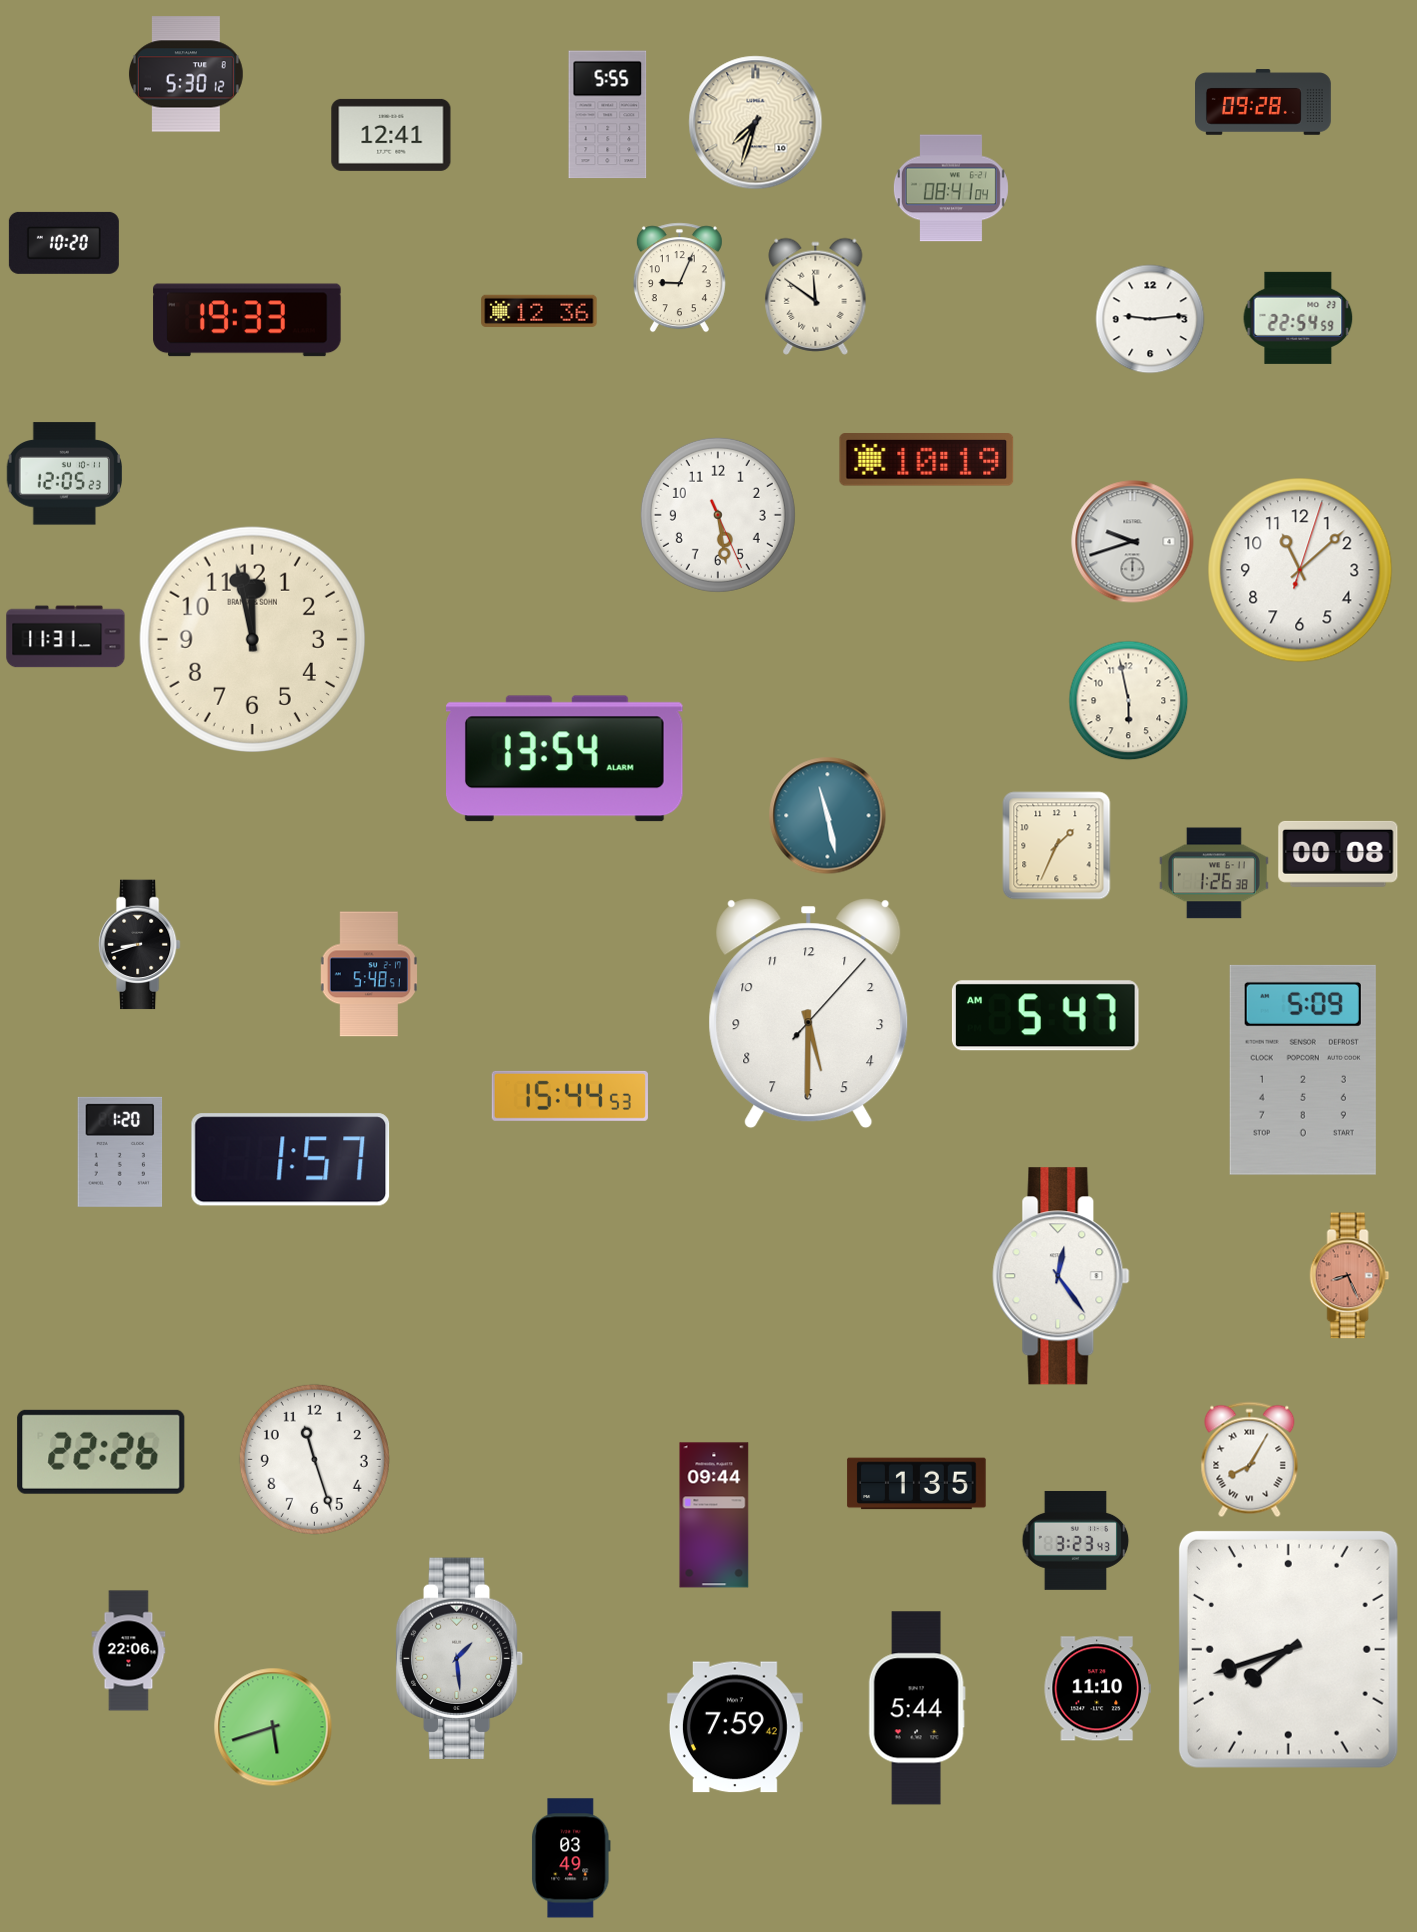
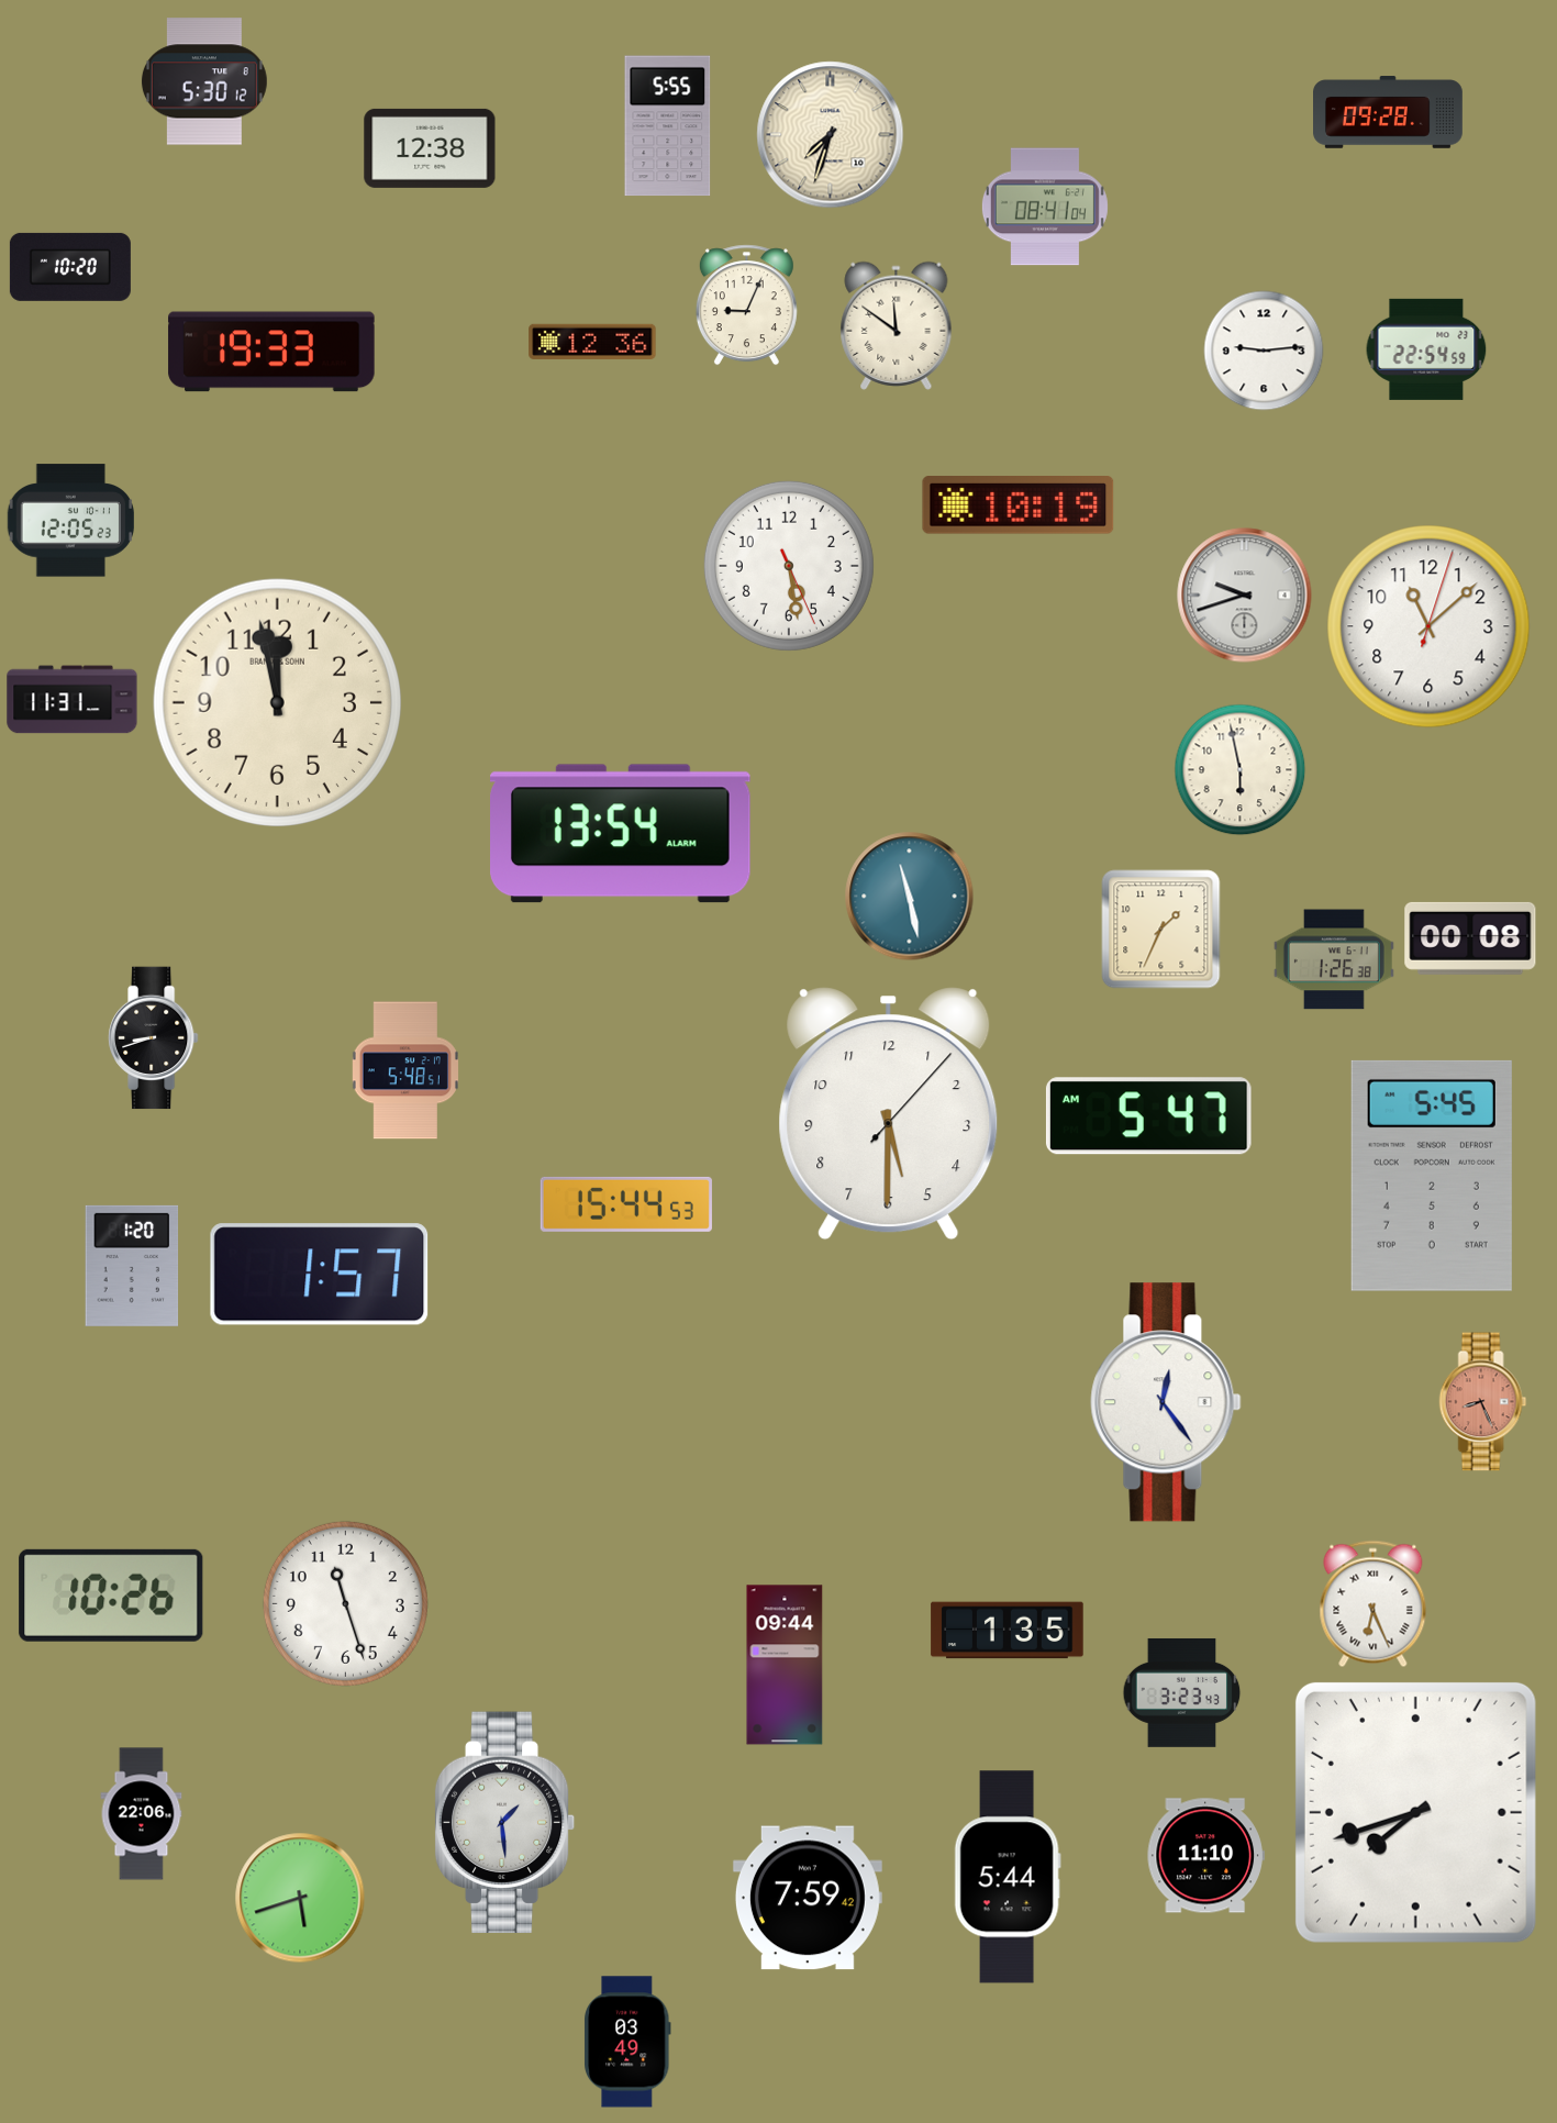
clock at (391, 135): 12:41 -> 12:38
clock at (1303, 1070): 5:09 -> 5:45
clock at (101, 1452): 22:26 -> 10:26
clock at (1250, 1460): 8:05 -> 6:26
